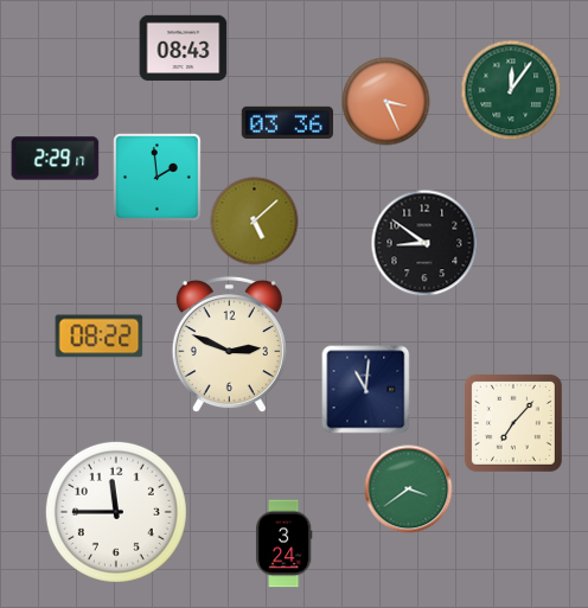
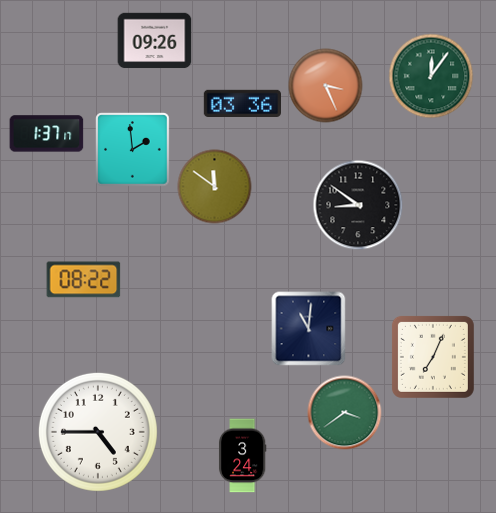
clock at (184, 49): 08:43 -> 09:26
clock at (56, 159): 2:29 -> 1:37
clock at (255, 222): 5:08 -> 11:51
clock at (100, 337) position: (100, 337) -> (84, 280)
clock at (229, 345): 2:49 -> none
clock at (513, 423): 7:07 -> 7:04
clock at (116, 512): 11:45 -> 4:45
clock at (283, 544) position: (283, 544) -> (242, 456)
